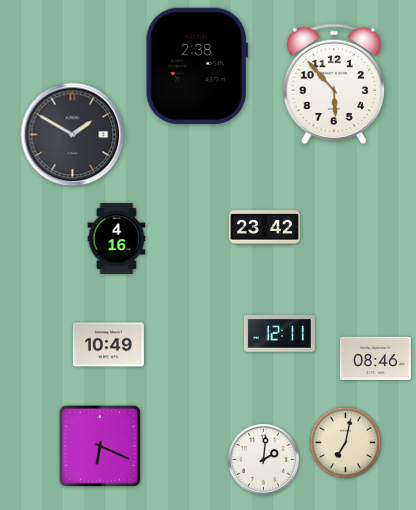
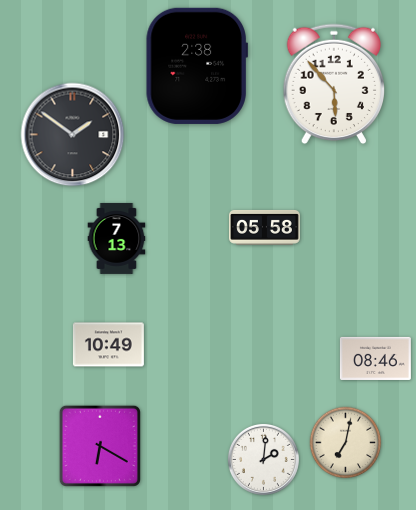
clock at (73, 135): 1:50 -> 1:51
clock at (264, 227): 23:42 -> 05:58
clock at (117, 238): 4:16 -> 7:13
clock at (279, 334): 12:11 -> none
clock at (100, 446): 6:19 -> 6:20
